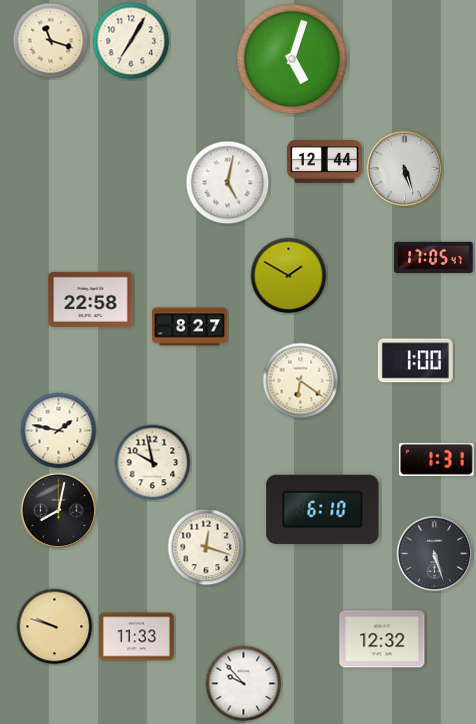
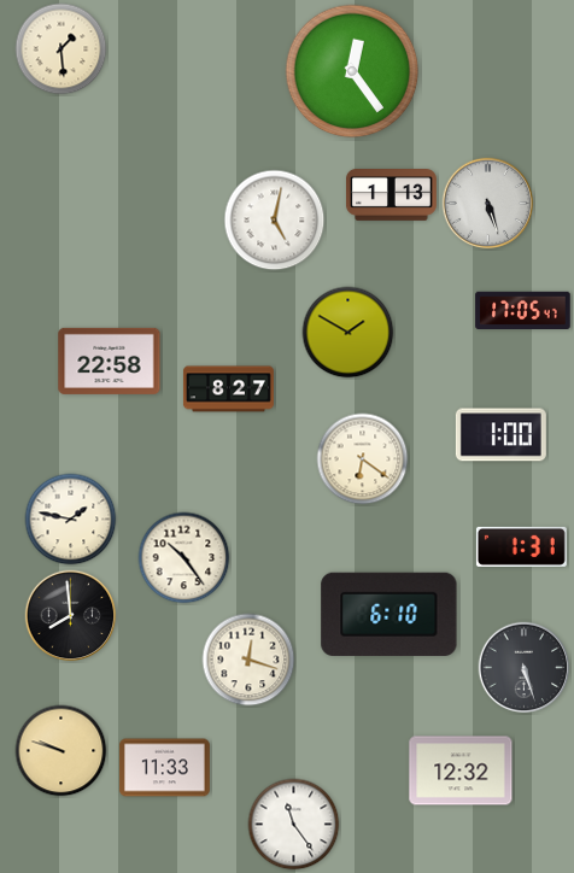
clock at (51, 41): 11:18 -> 1:29
clock at (131, 41): 7:05 -> none
clock at (292, 59): 5:03 -> 12:24
clock at (324, 162): 12:44 -> 1:13
clock at (189, 327) position: (189, 327) -> (228, 389)
clock at (436, 459) position: (436, 459) -> (521, 546)
clock at (153, 463): 9:58 -> 10:24
clock at (59, 511): 8:02 -> 7:59
clock at (55, 627) position: (55, 627) -> (61, 751)
clock at (244, 684): 9:53 -> 11:24
